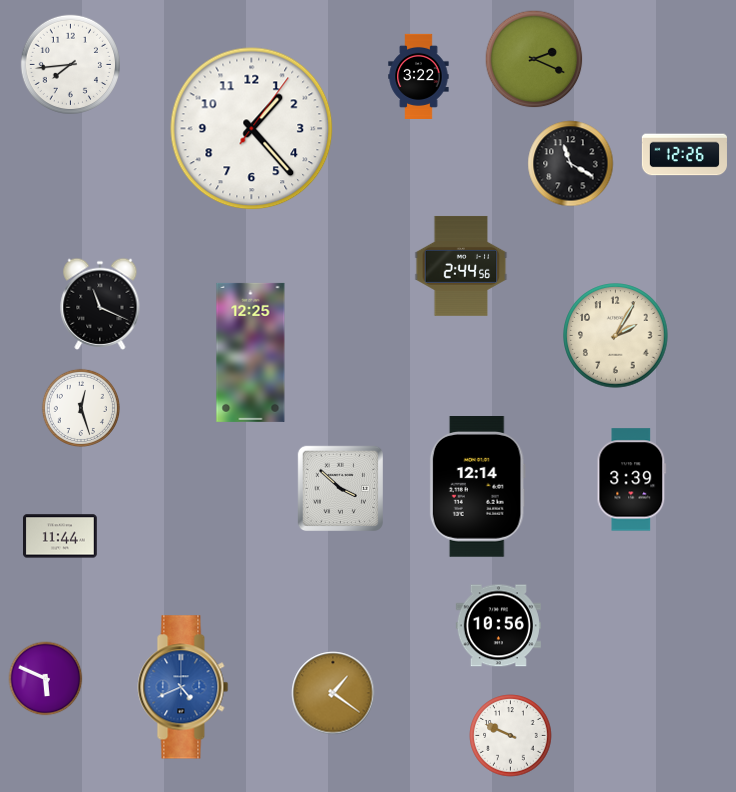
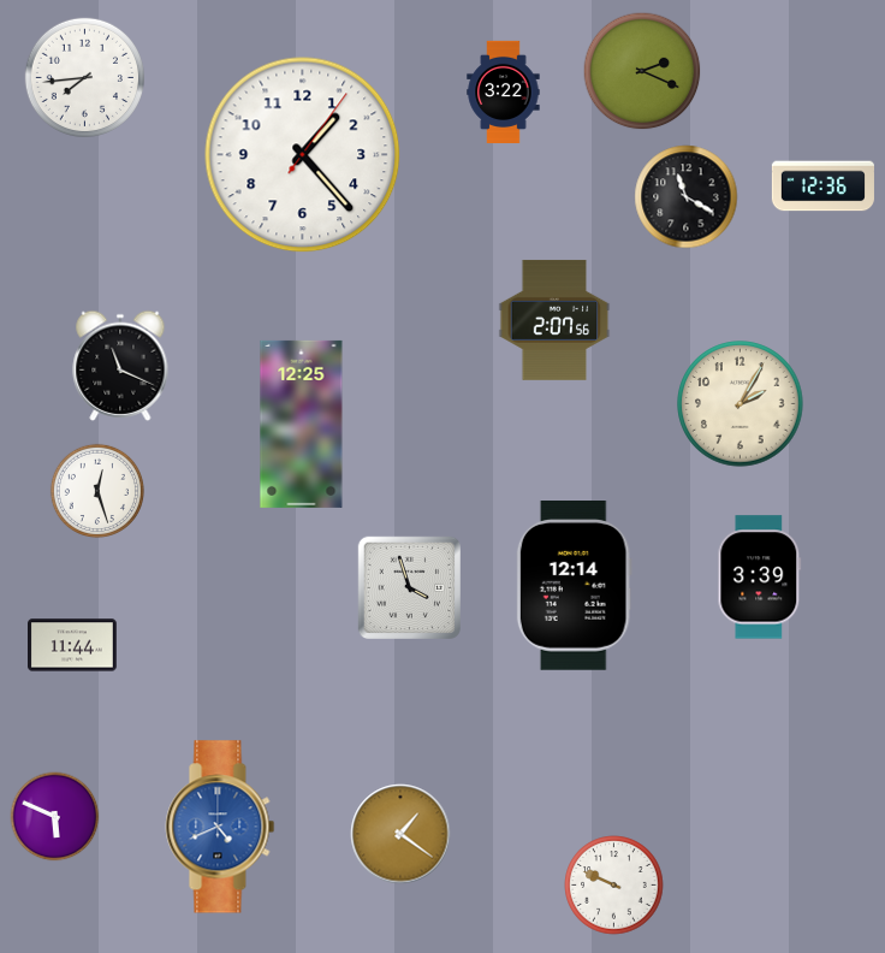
clock at (684, 155): 12:26 -> 12:36
clock at (461, 266): 2:44 -> 2:07
clock at (340, 488): 3:52 -> 3:57
clock at (498, 626): 10:56 -> none
